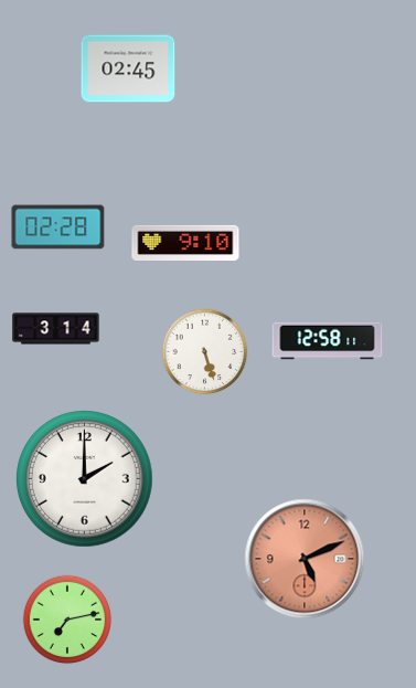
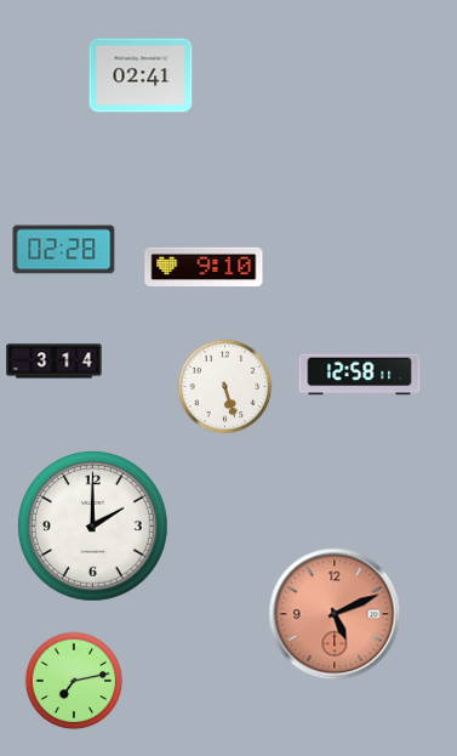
clock at (128, 68): 02:45 -> 02:41
clock at (56, 329) position: (56, 329) -> (55, 362)
